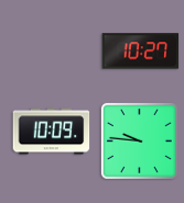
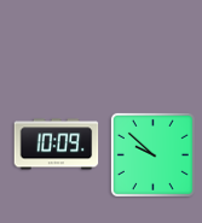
clock at (141, 52): 10:27 -> none
clock at (139, 140): 9:46 -> 9:52
